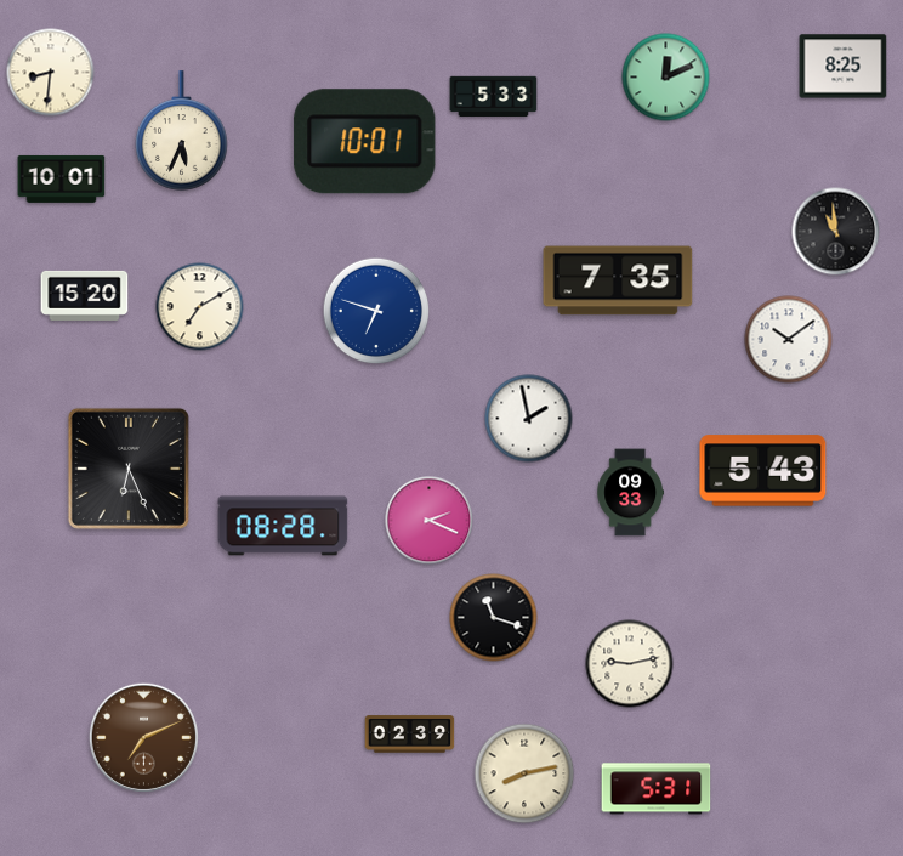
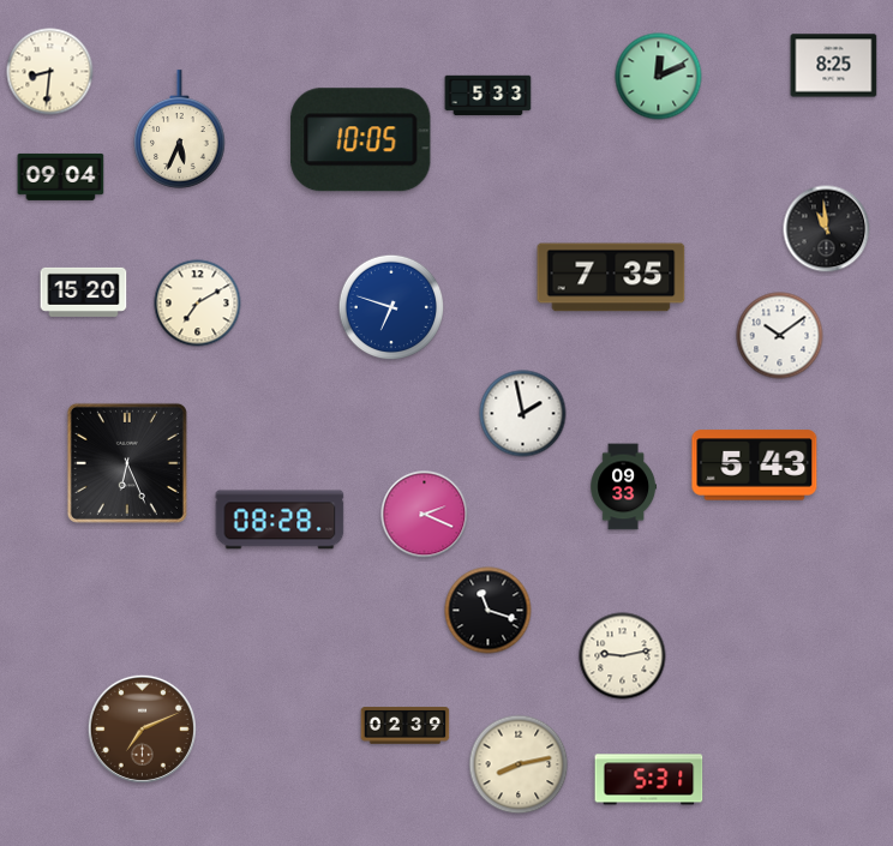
clock at (365, 142): 10:01 -> 10:05
clock at (62, 178): 10:01 -> 09:04
clock at (376, 311) position: (376, 311) -> (391, 307)
